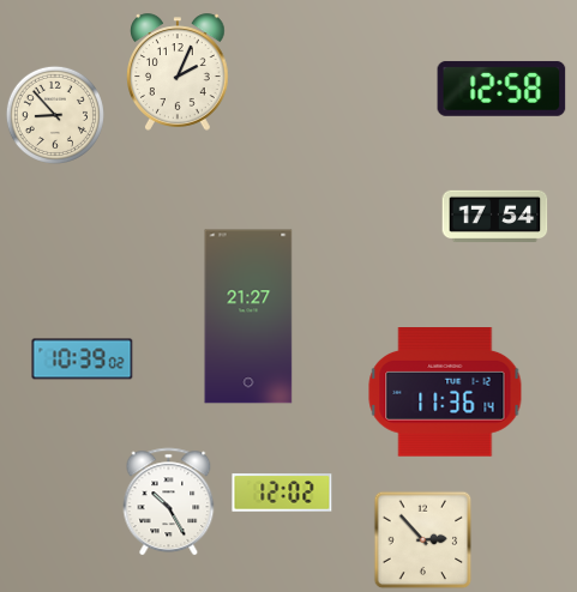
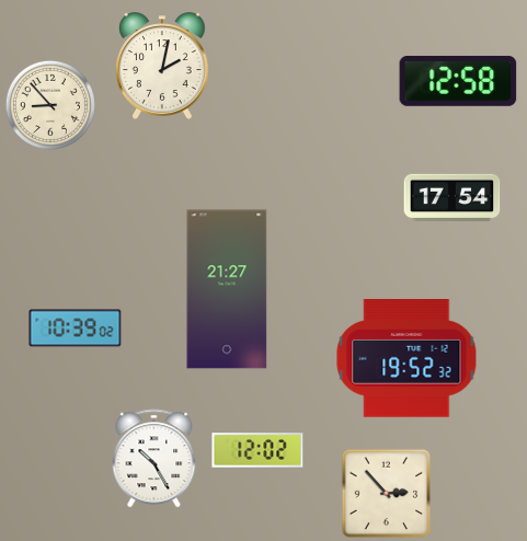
clock at (179, 72): 2:04 -> 2:02
clock at (445, 393): 11:36 -> 19:52
